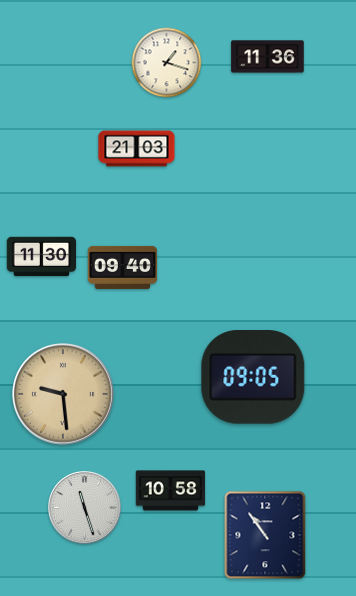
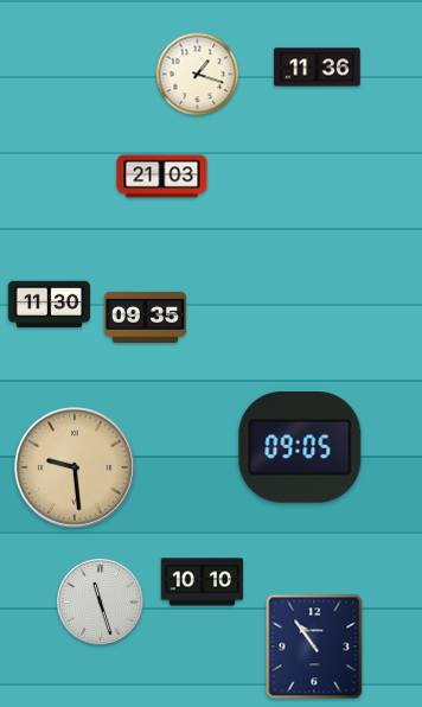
clock at (123, 267): 09:40 -> 09:35
clock at (171, 491): 10:58 -> 10:10
clock at (265, 535) position: (265, 535) -> (314, 647)
